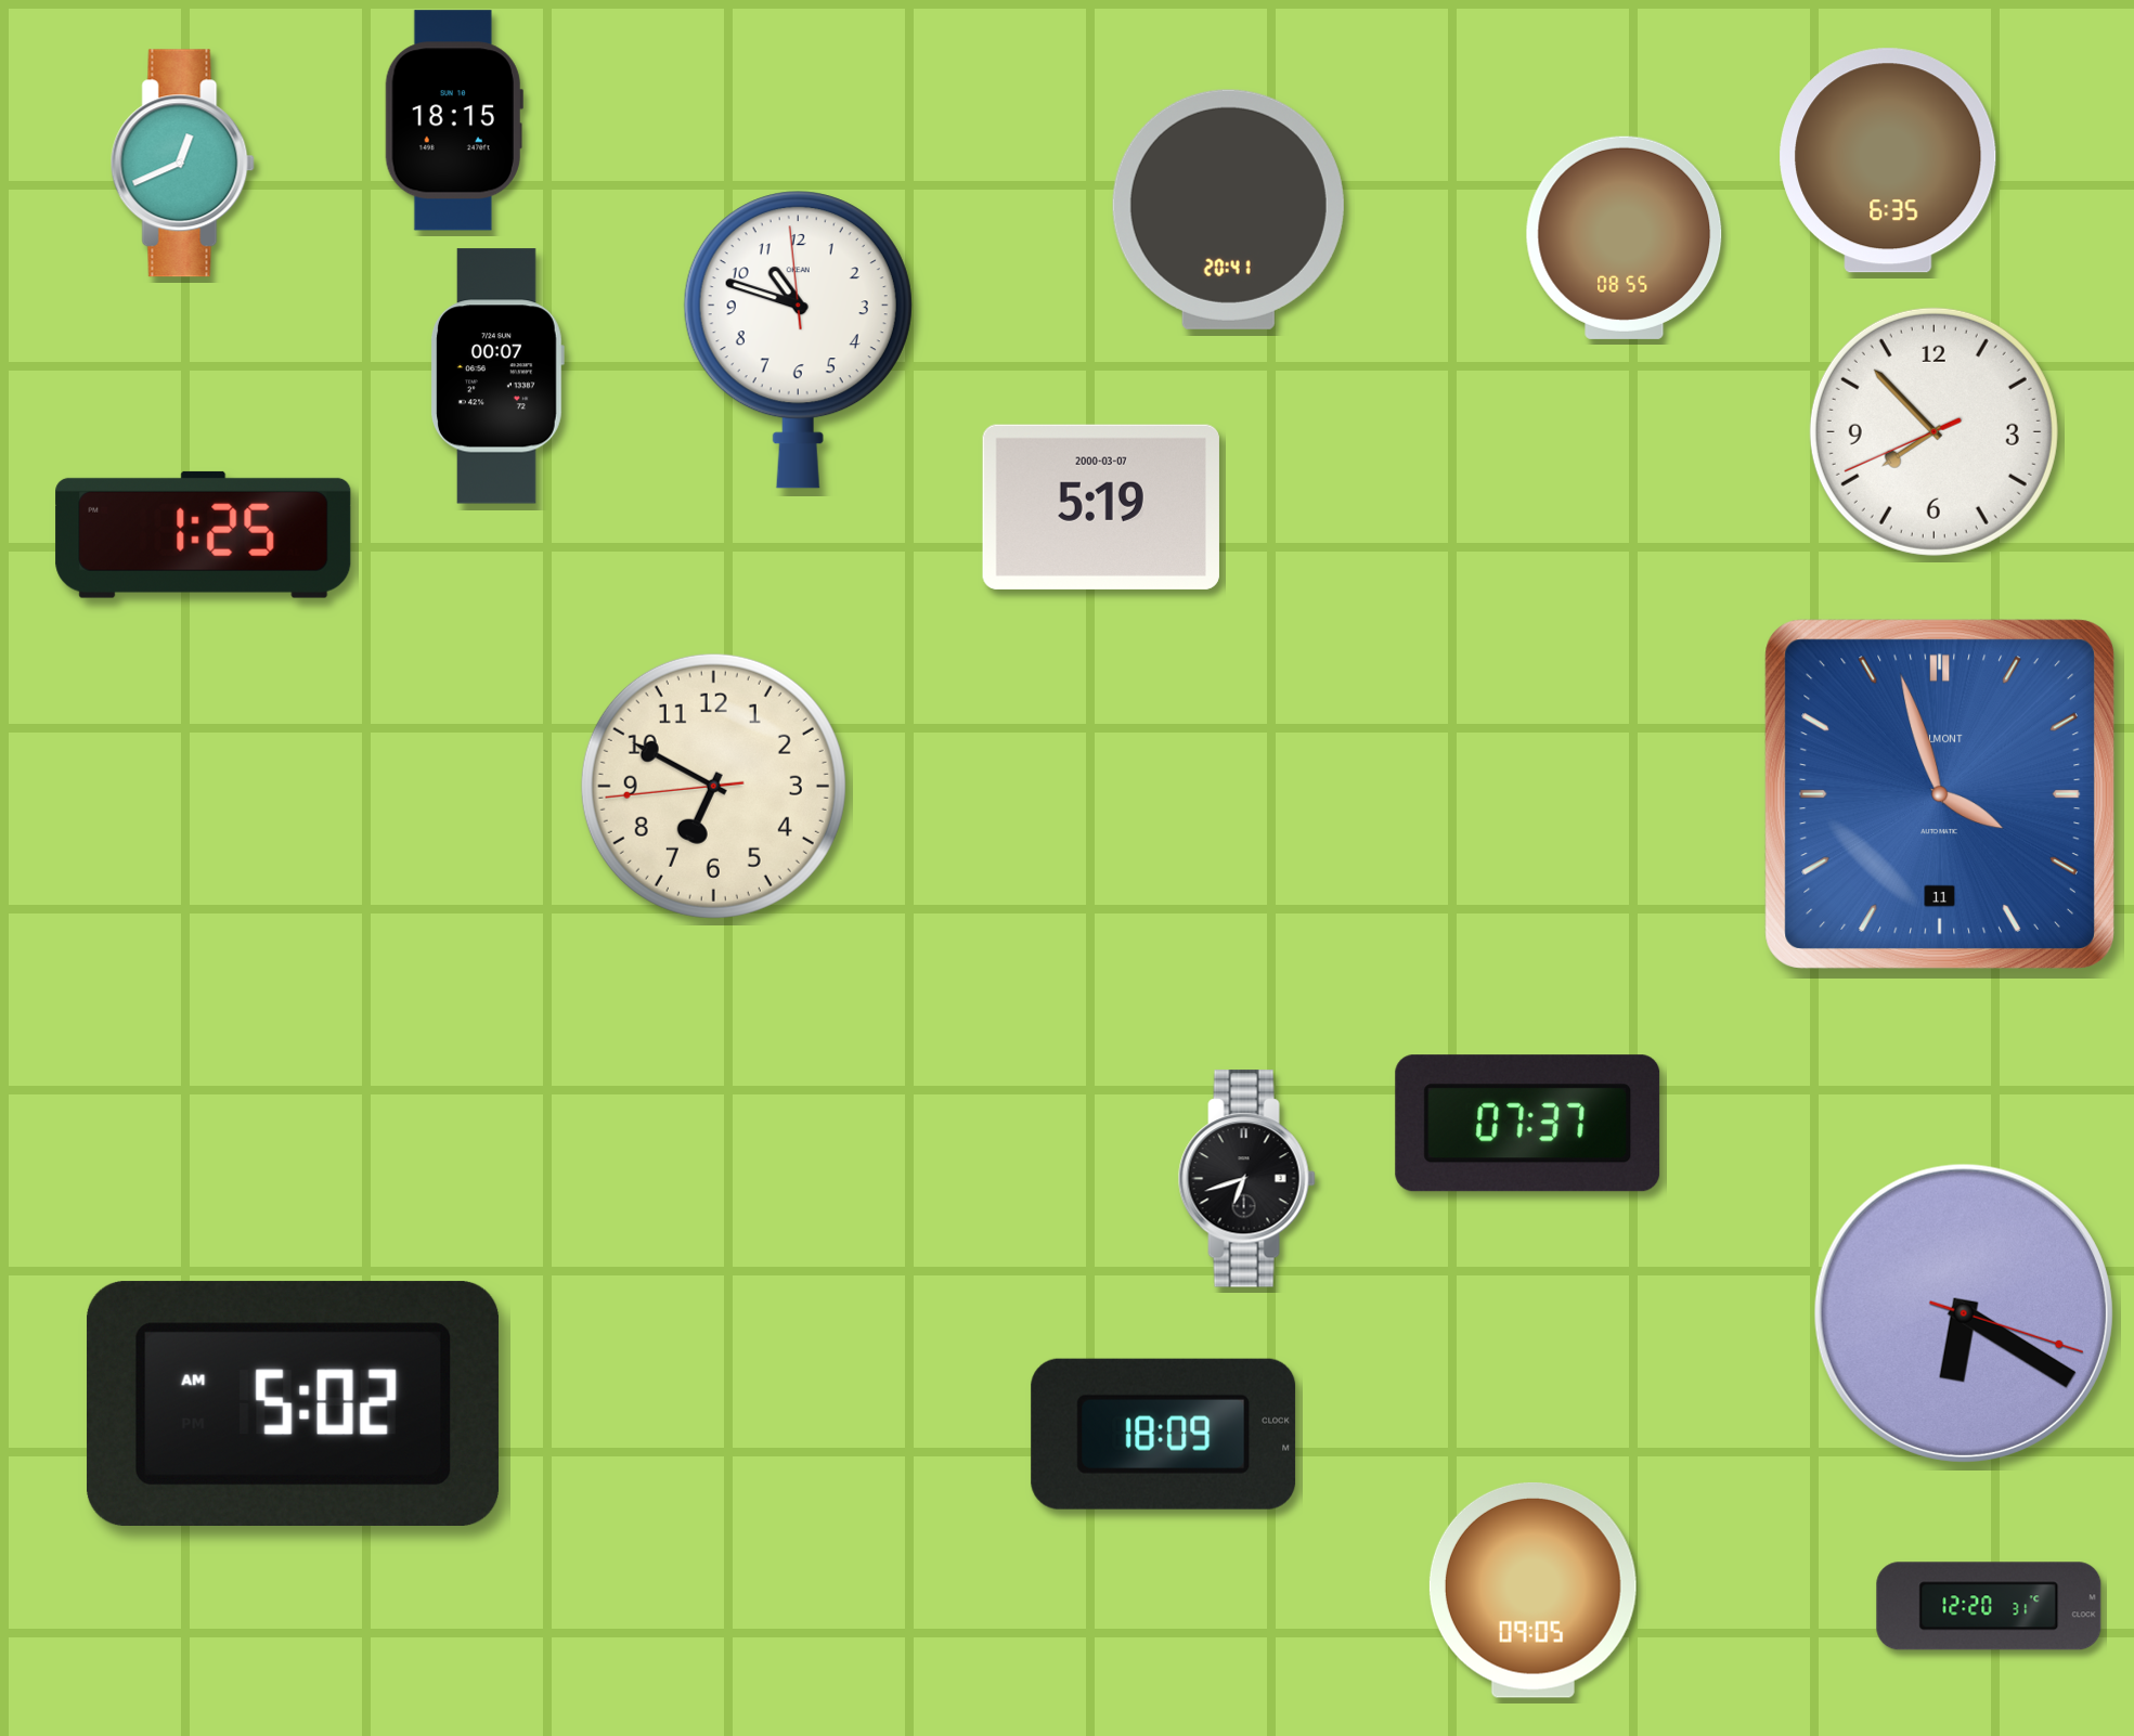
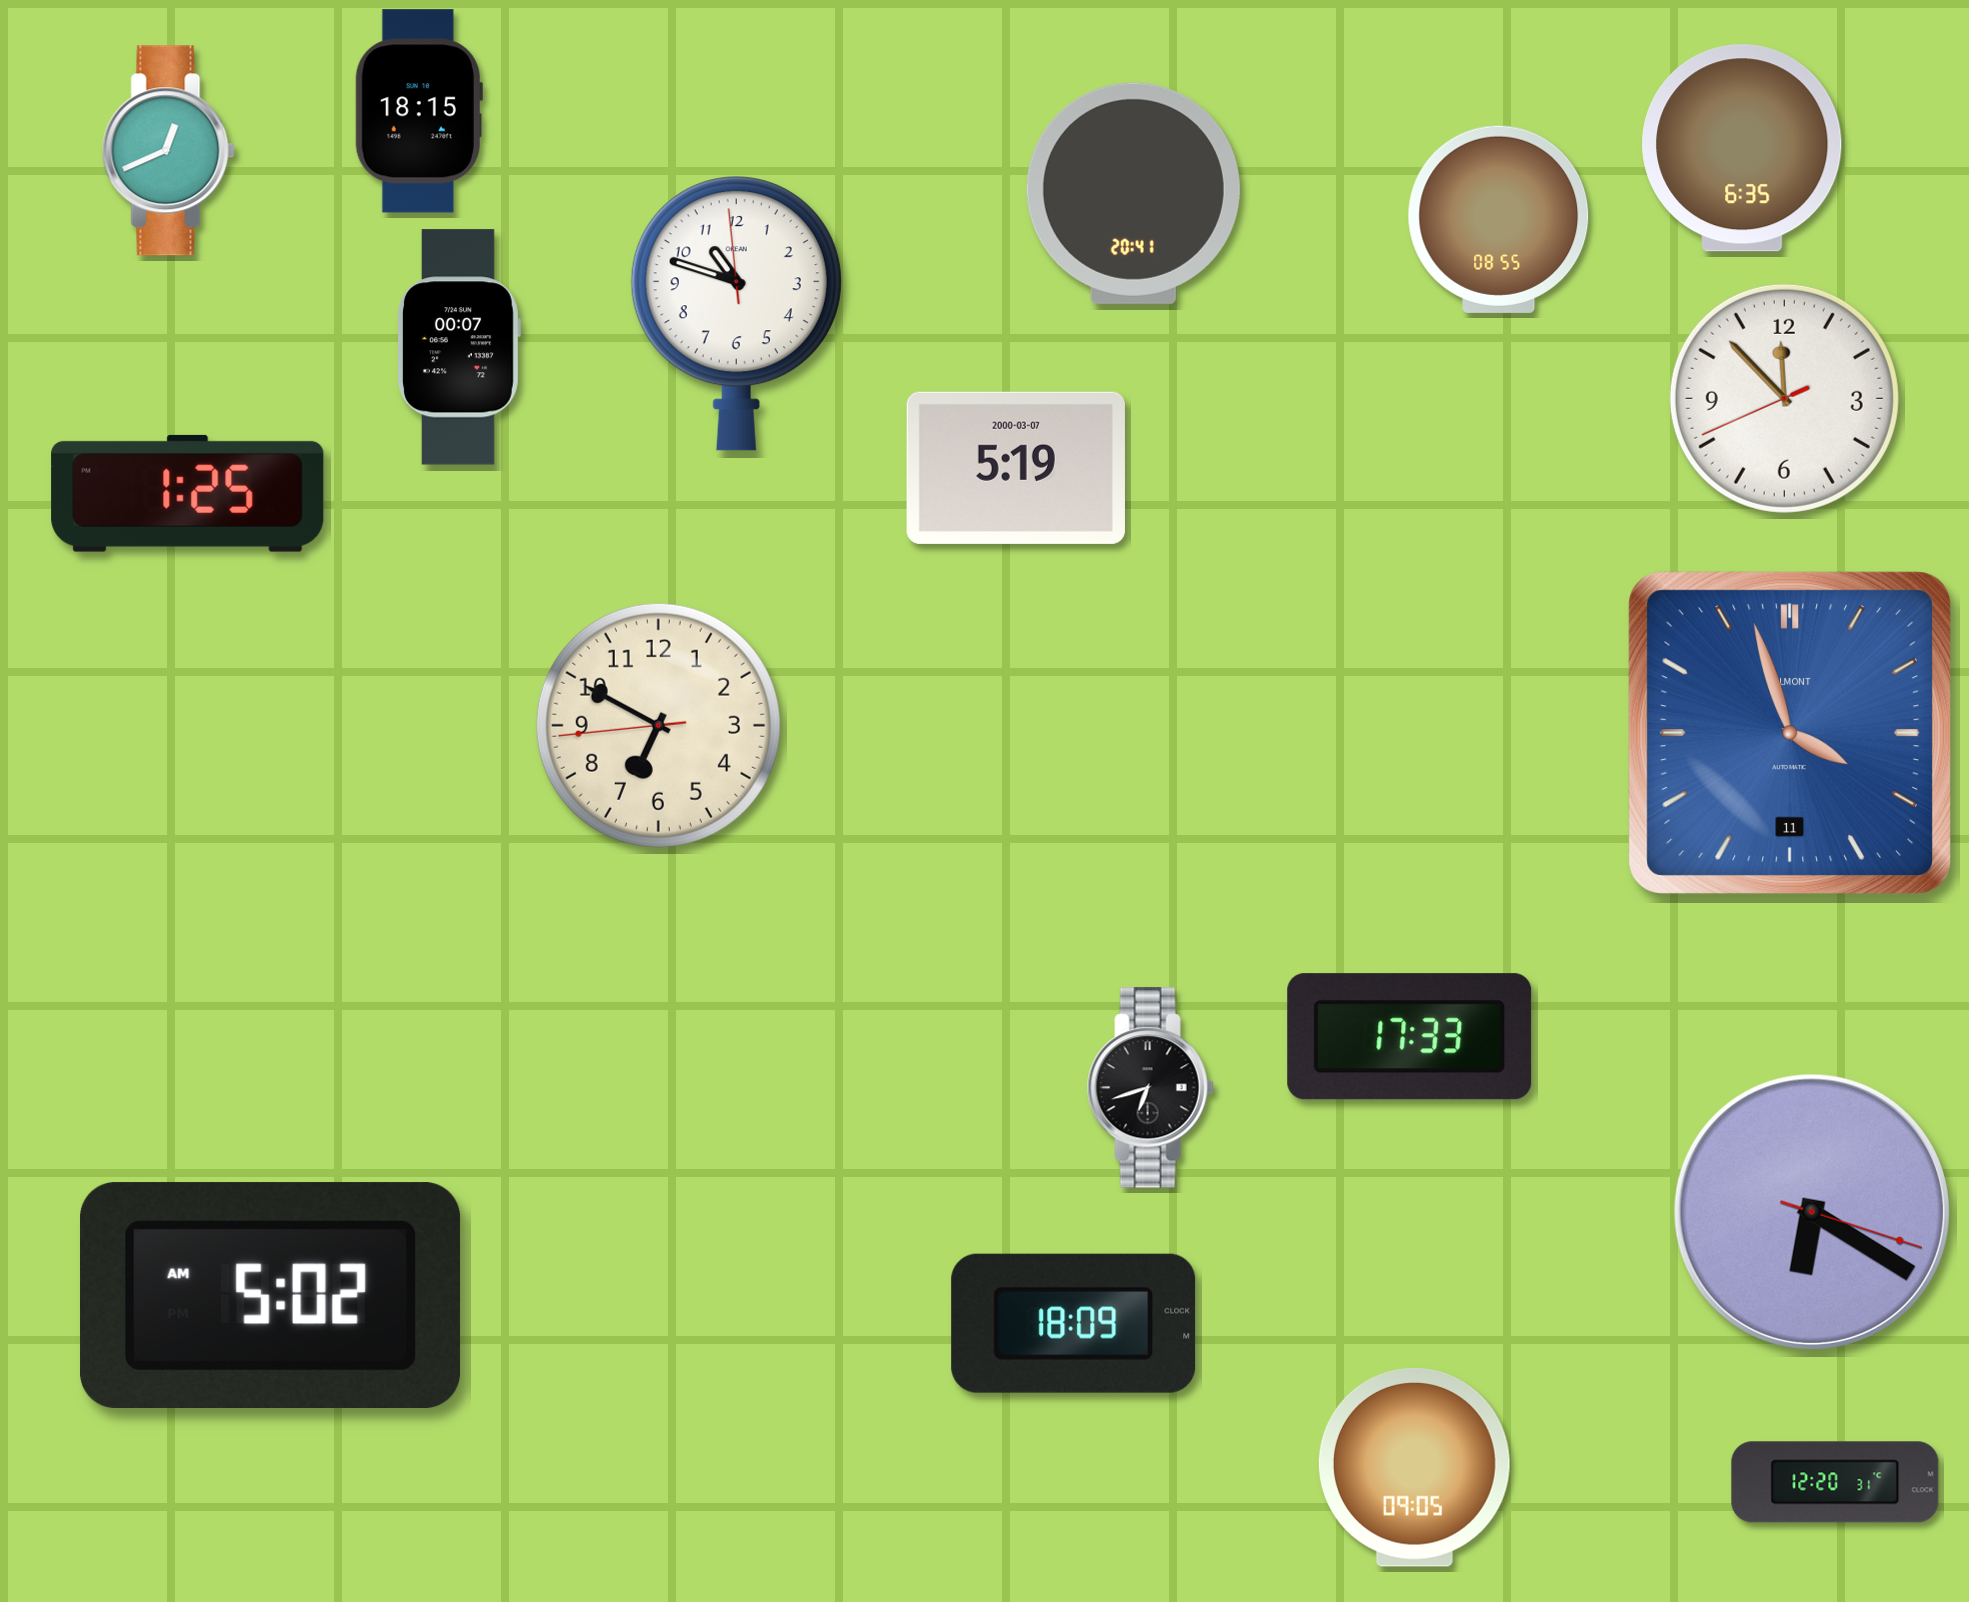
clock at (1933, 431): 7:52 -> 11:52
clock at (1528, 1124): 07:37 -> 17:33
